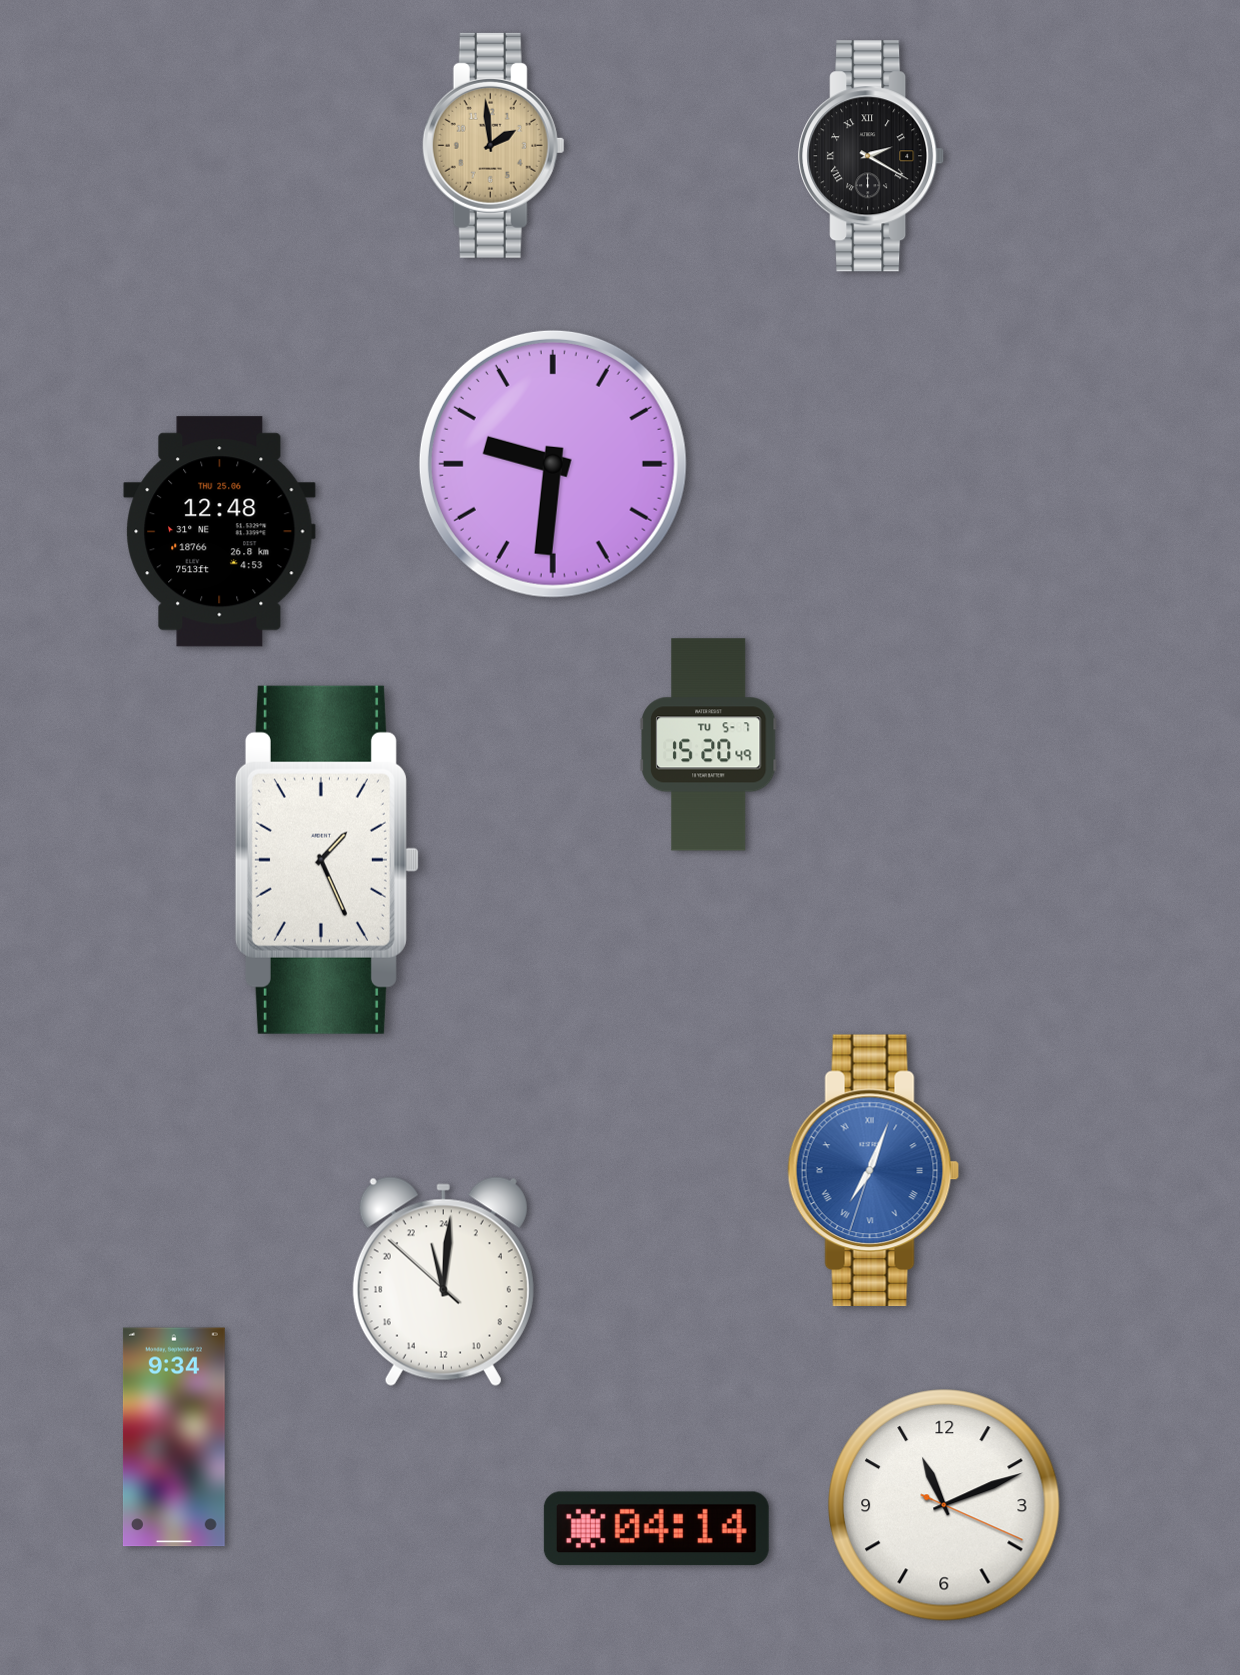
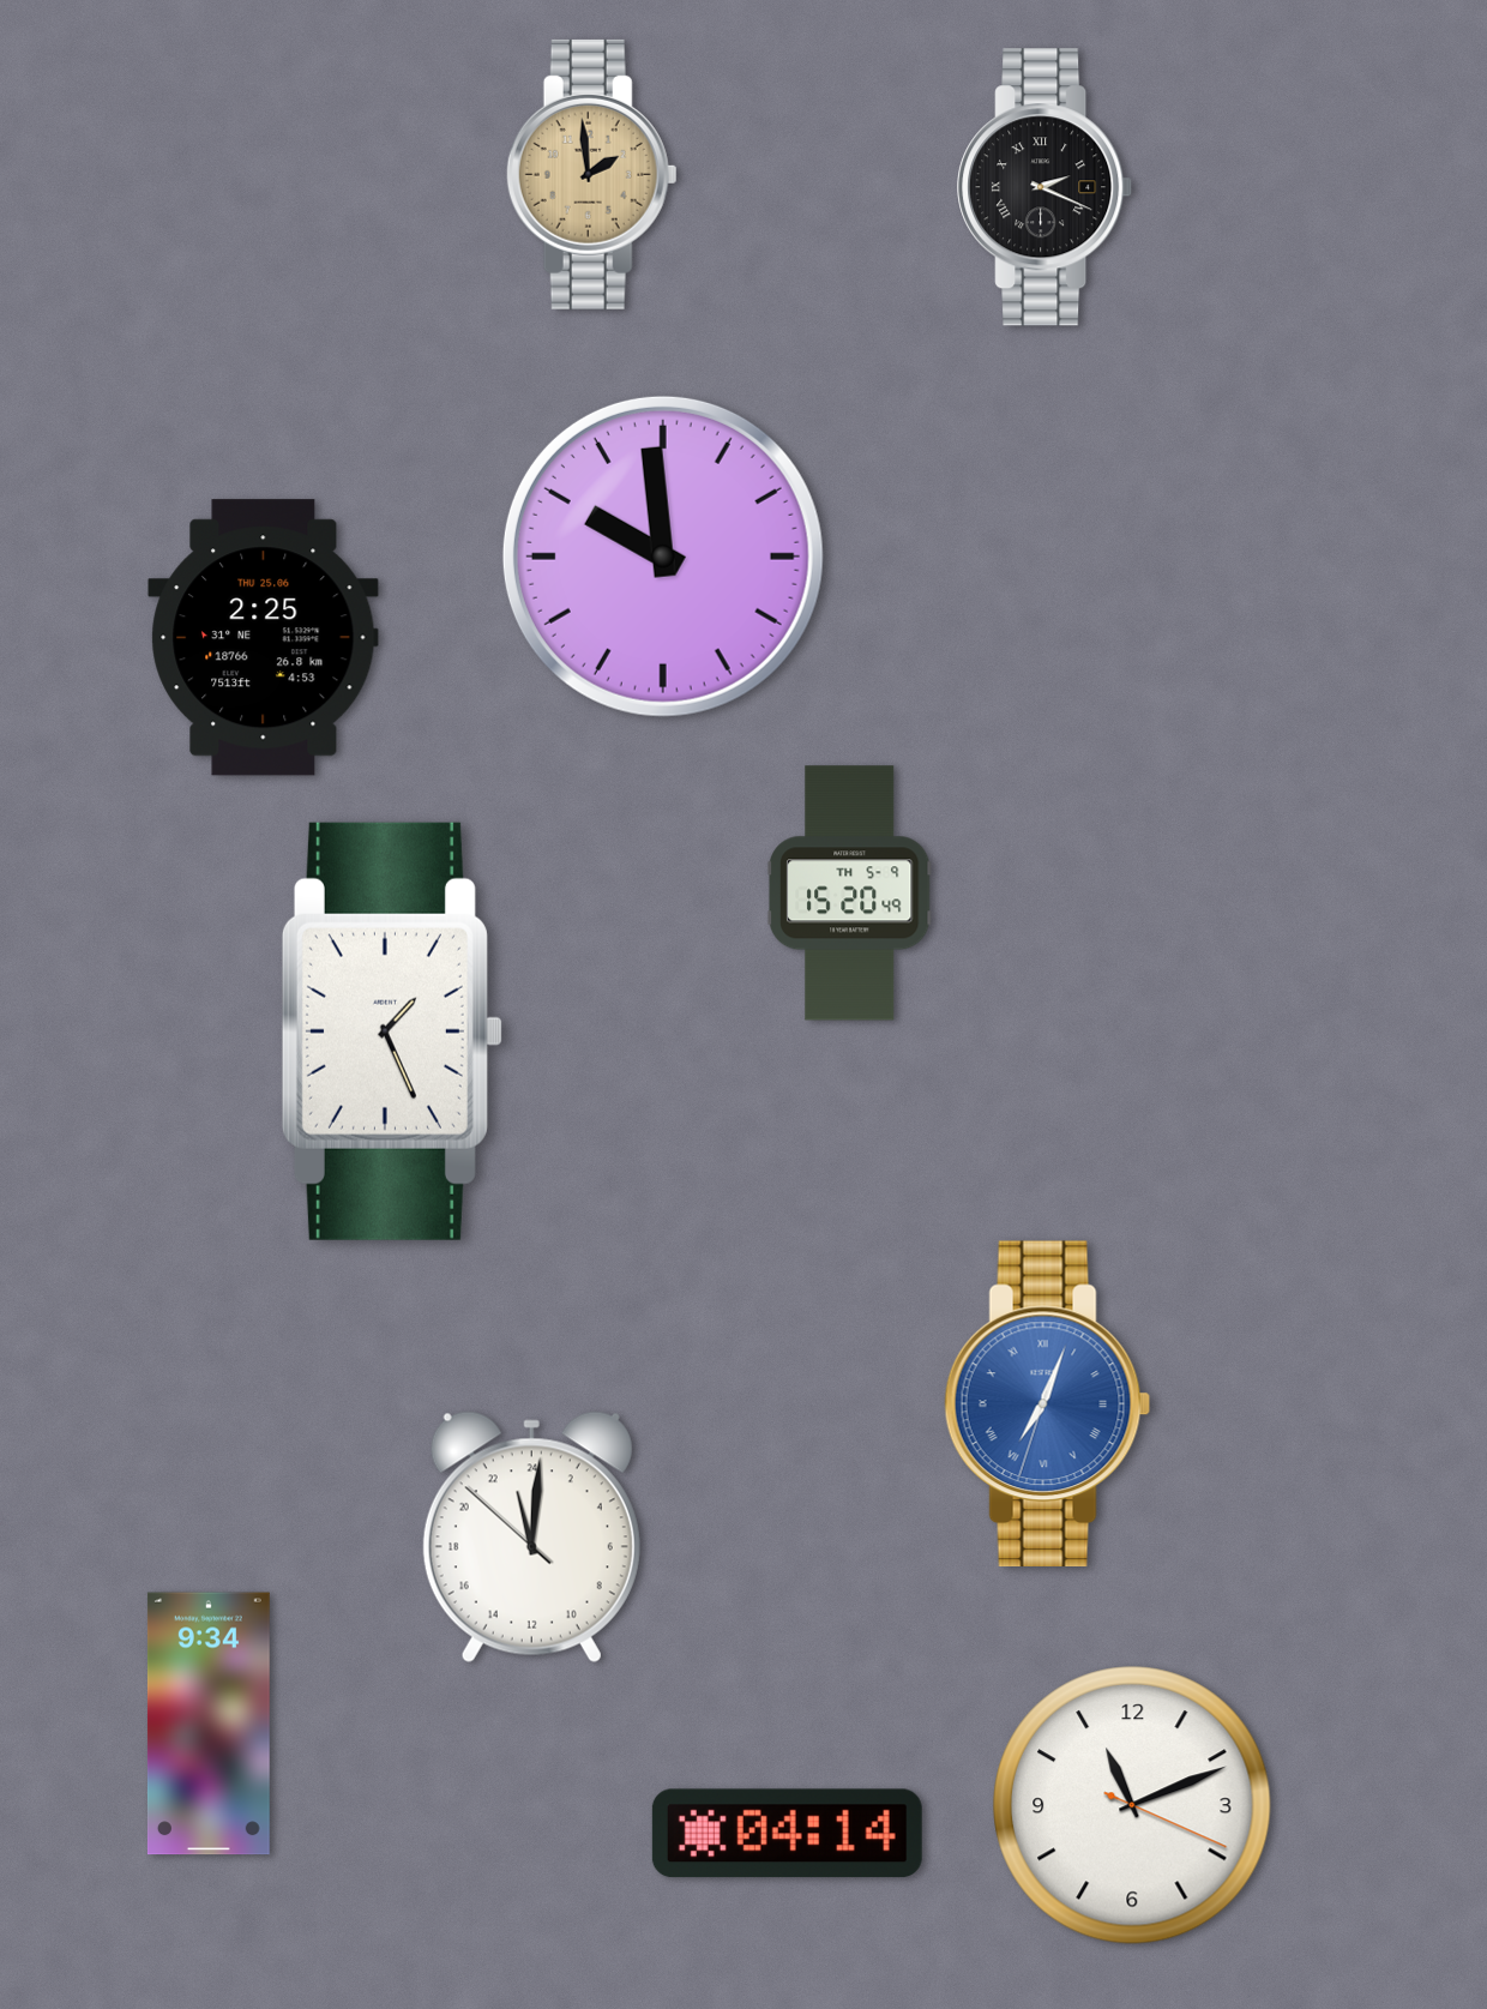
clock at (872, 156): 2:20 -> 2:19
clock at (553, 464): 9:31 -> 9:59
clock at (220, 532): 12:48 -> 2:25
clock at (708, 745) date: TU 5-7 -> TH 5-9
